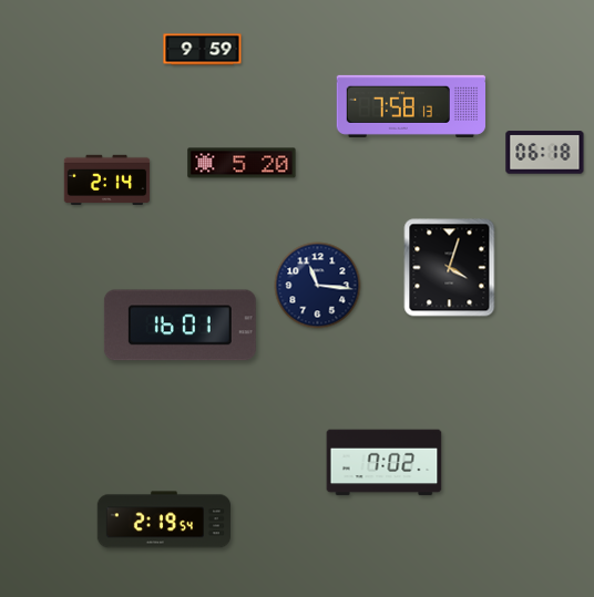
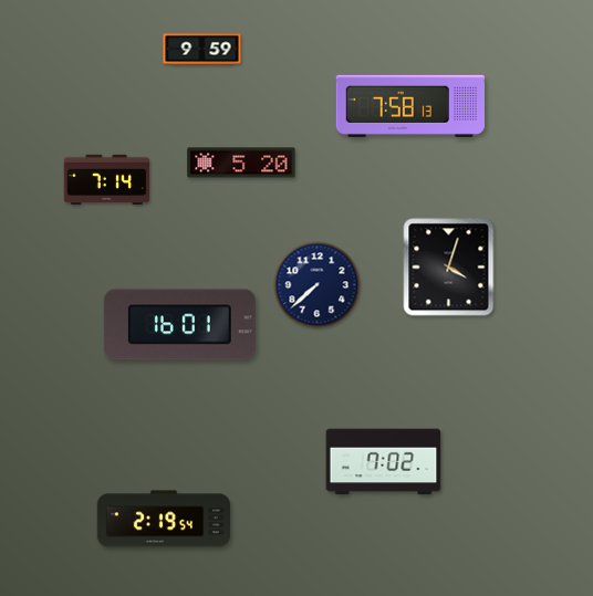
clock at (545, 153): 06:18 -> none
clock at (107, 179): 2:14 -> 7:14
clock at (318, 286): 11:16 -> 7:38
